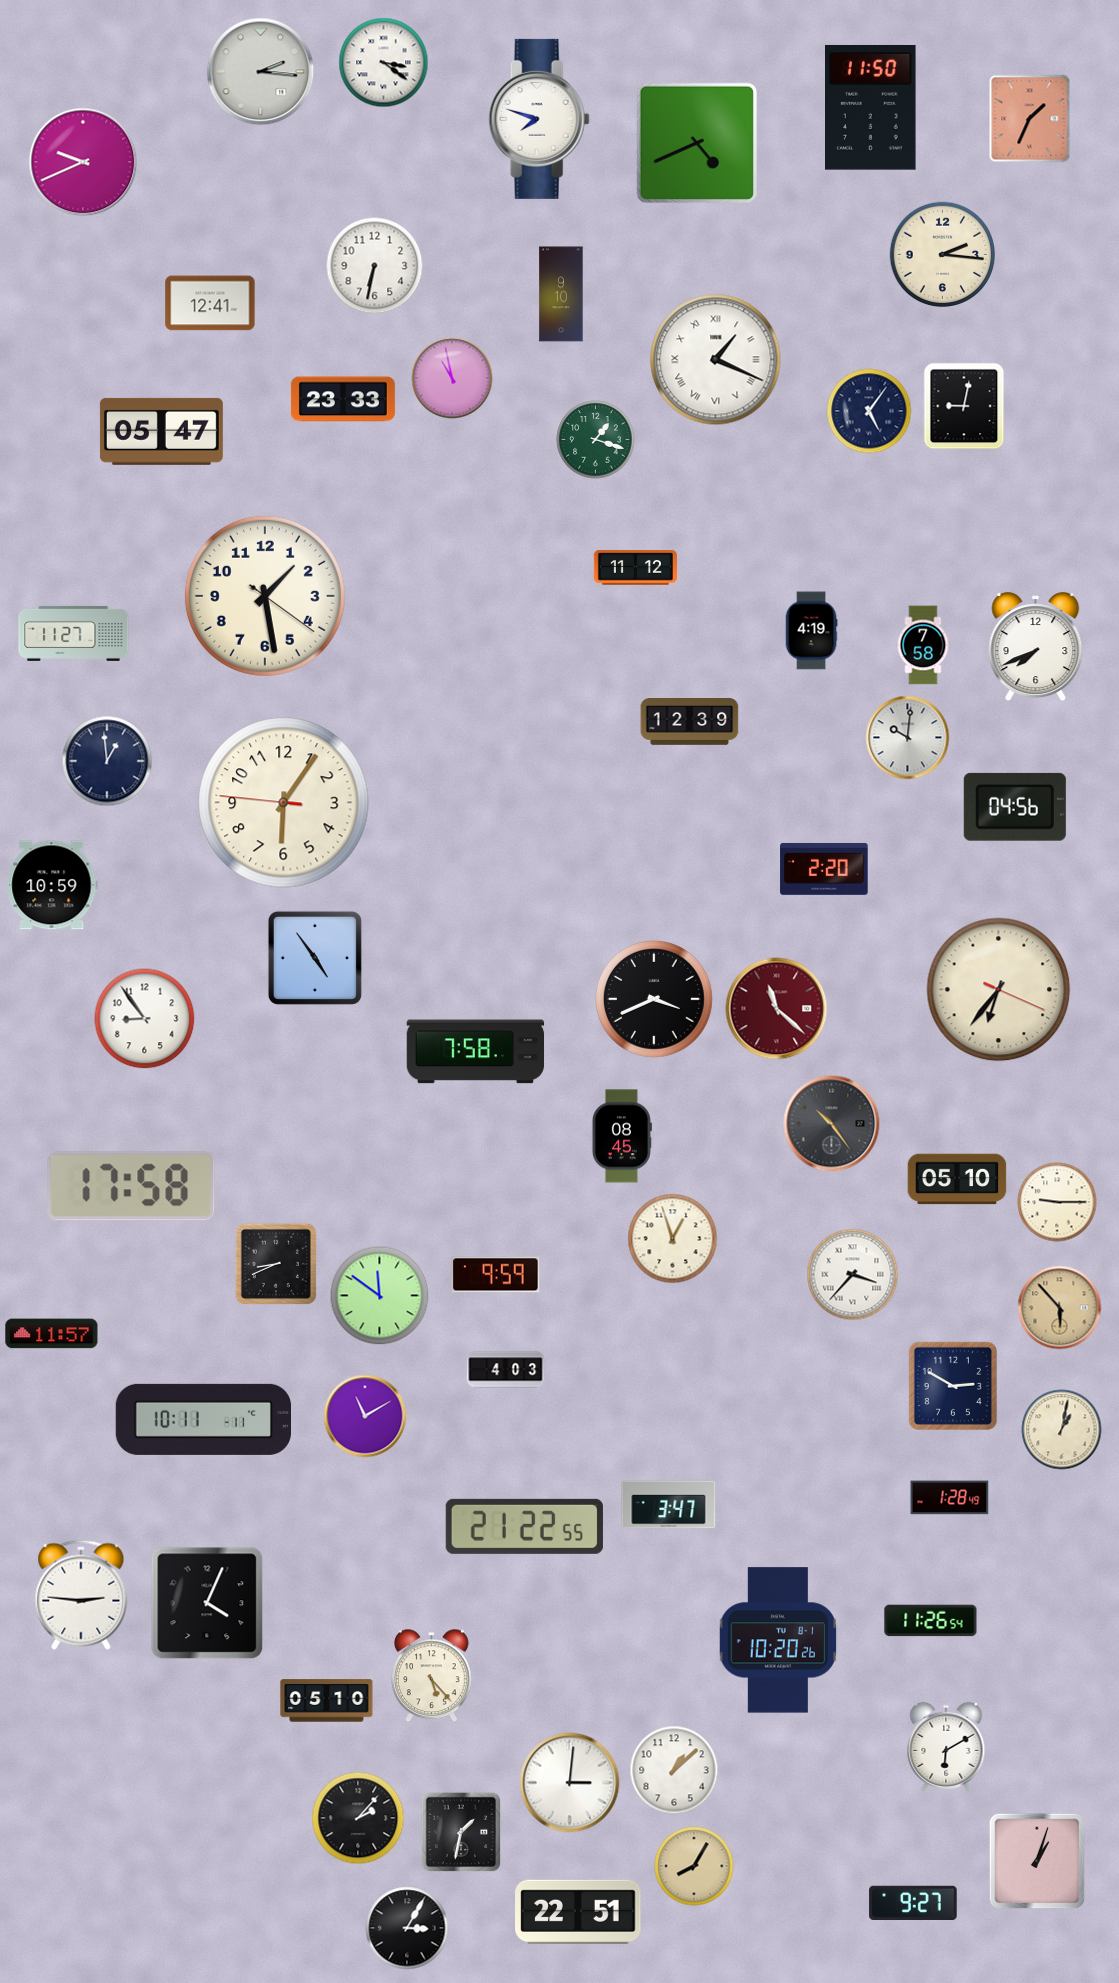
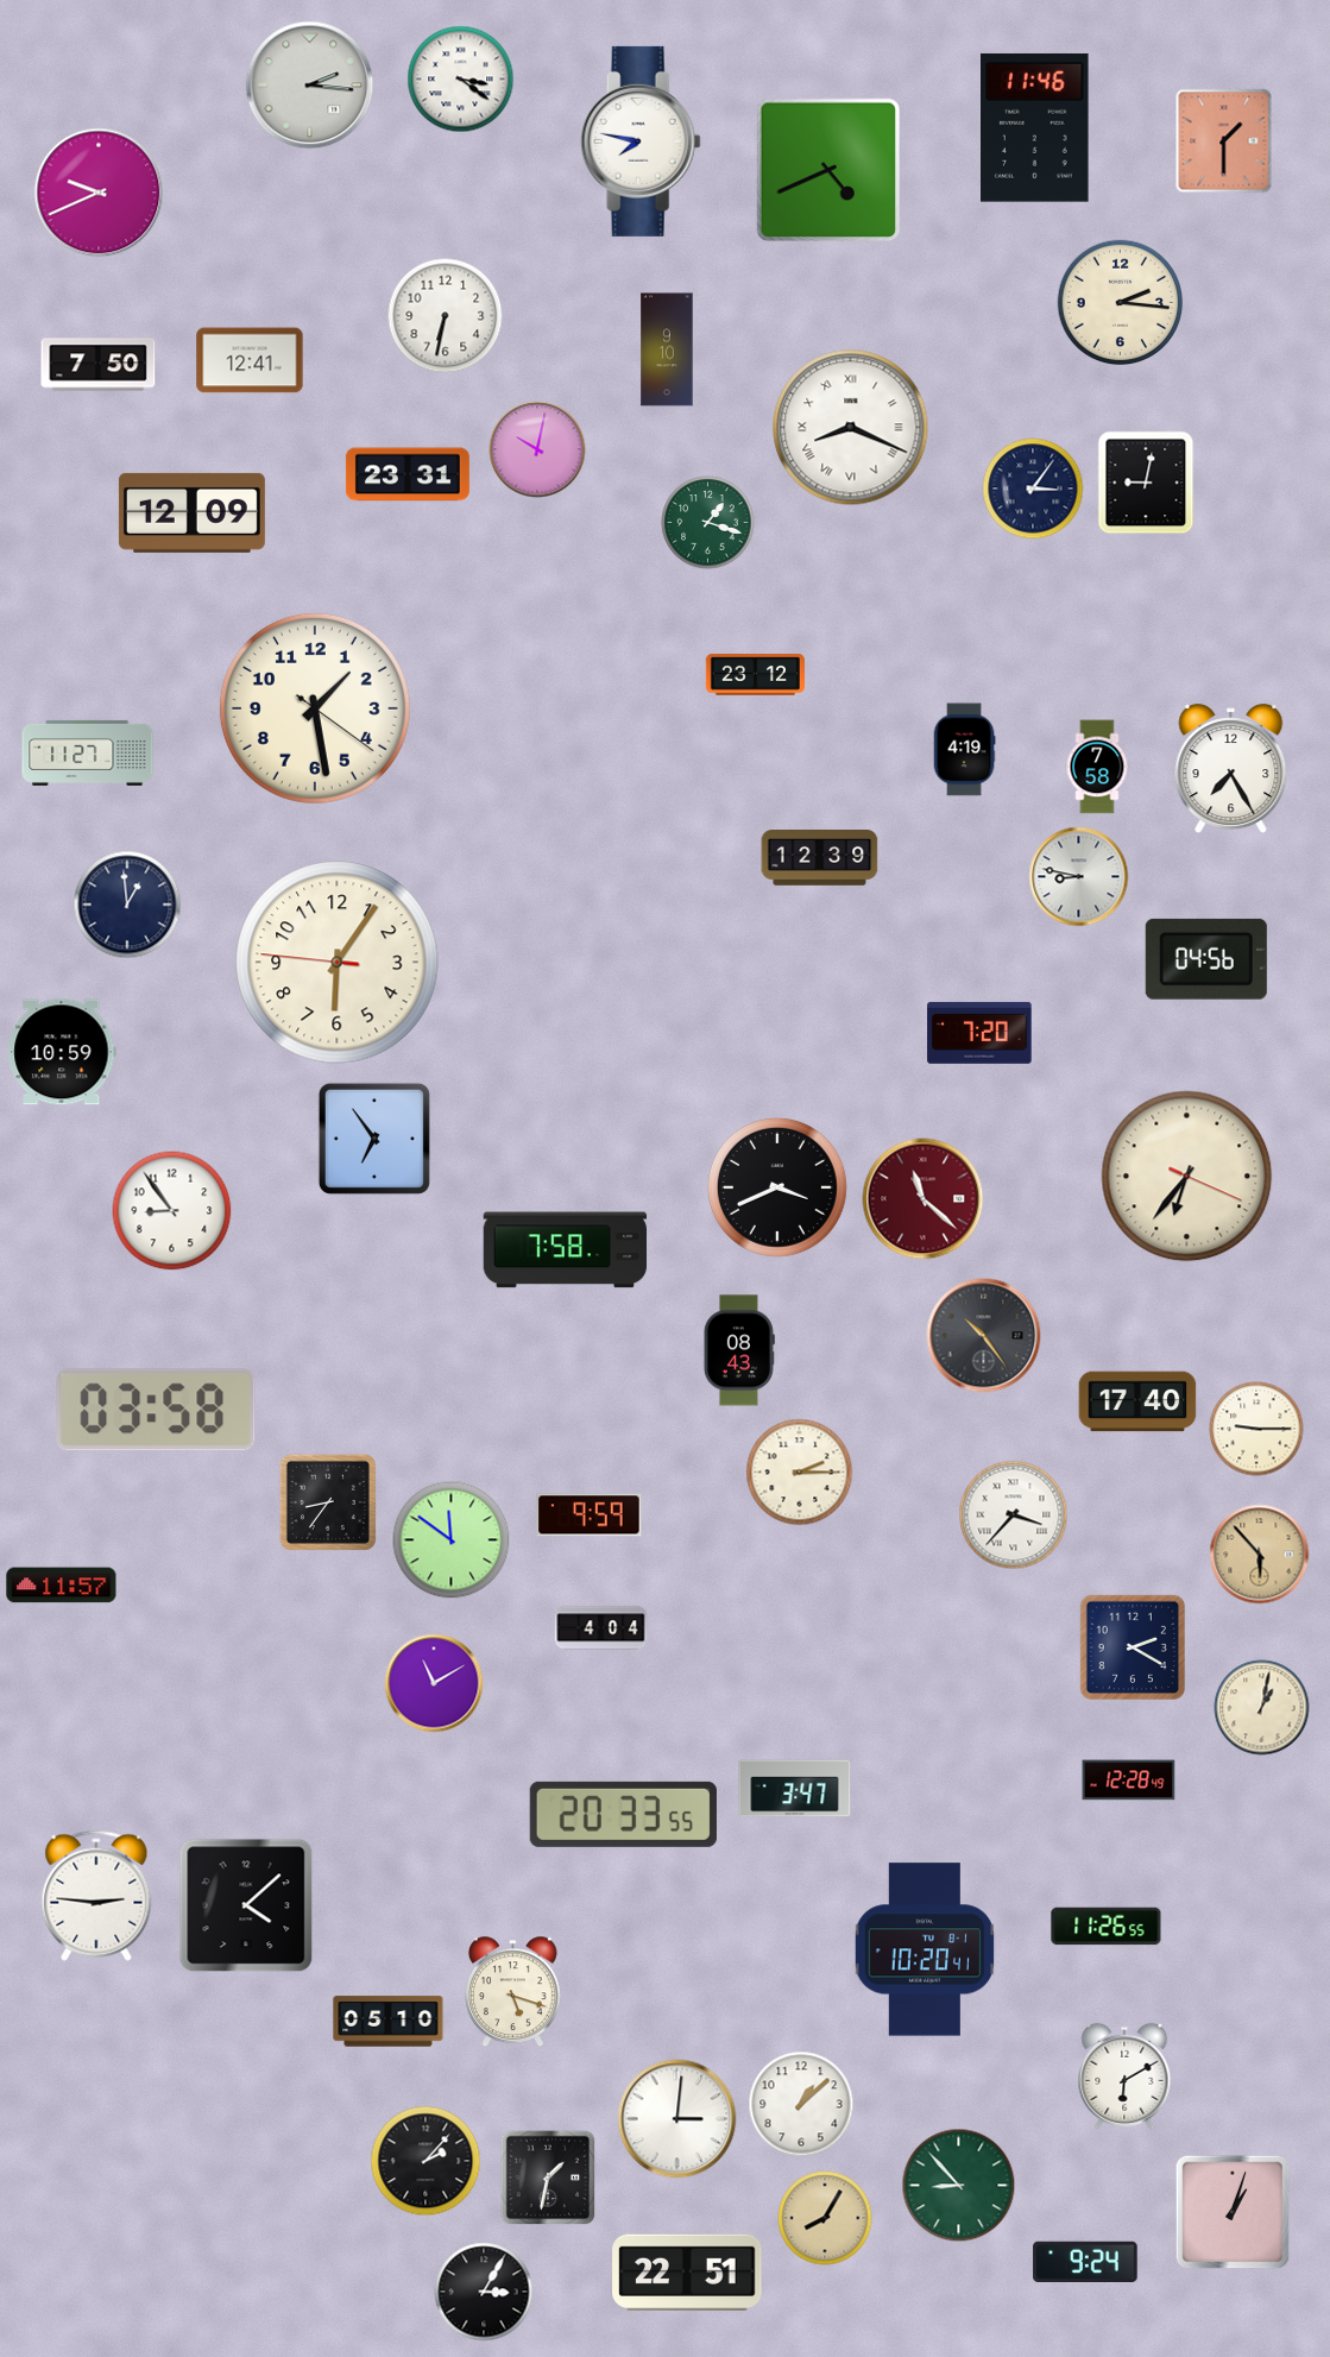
clock at (384, 63) position: (384, 63) -> (461, 80)
clock at (871, 107): 11:50 -> 11:46
clock at (539, 119): 7:48 -> 7:47
clock at (1030, 119): 1:34 -> 1:30
clock at (99, 365): none -> 7:50
clock at (716, 360): 1:19 -> 8:19
clock at (452, 378): 10:58 -> 10:02
clock at (343, 399): 23:33 -> 23:31
clock at (869, 411): 5:06 -> 3:06
clock at (161, 431): 05:47 -> 12:09
clock at (635, 568): 11:12 -> 23:12
clock at (1036, 647): 7:41 -> 7:25
clock at (908, 738): 10:01 -> 8:47
clock at (284, 803) position: (284, 803) -> (338, 963)
clock at (824, 869): 2:20 -> 7:20
clock at (315, 958): 4:54 -> 6:54
clock at (832, 1124) position: (832, 1124) -> (984, 1336)
clock at (621, 1136): 08:45 -> 08:43
clock at (957, 1179): 05:10 -> 17:40
clock at (131, 1186): 17:58 -> 03:58
clock at (673, 1239): 12:57 -> 2:15
clock at (276, 1264): 8:41 -> 8:36
clock at (506, 1370): 4:03 -> 4:04
clock at (953, 1386): 2:50 -> 2:20
clock at (203, 1419): 10:11 -> none
clock at (1062, 1430) position: (1062, 1430) -> (1262, 1708)
clock at (950, 1498): 1:28 -> 12:28
clock at (524, 1526): 21:22 -> 20:33
clock at (207, 1603): 4:04 -> 4:08
clock at (931, 1621): 11:26:54 -> 11:26:55
clock at (778, 1640): 10:20:26 -> 10:20:41
clock at (432, 1676): 5:23 -> 5:18
clock at (959, 2186): none -> 8:53
clock at (913, 1902): 9:27 -> 9:24
